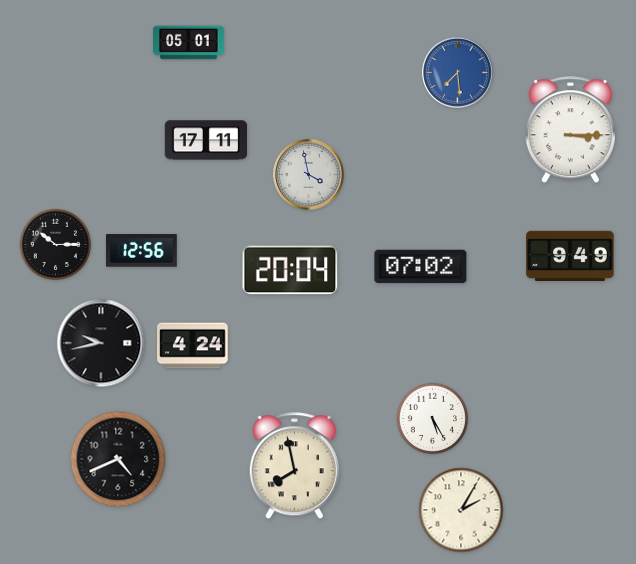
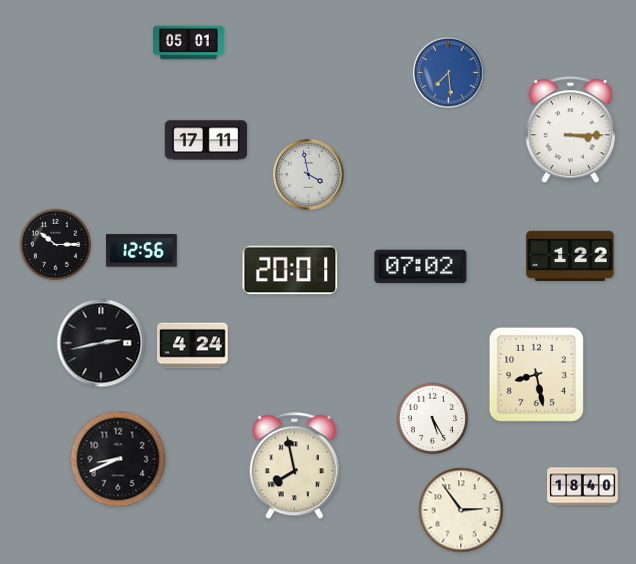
clock at (458, 73) position: (458, 73) -> (449, 73)
clock at (570, 255): 9:49 -> 1:22
clock at (290, 270): 20:04 -> 20:01
clock at (101, 343): 9:43 -> 2:43
clock at (536, 374): none -> 8:28
clock at (118, 459): 4:41 -> 8:41
clock at (583, 487): none -> 18:40
clock at (461, 510): 2:05 -> 2:54
